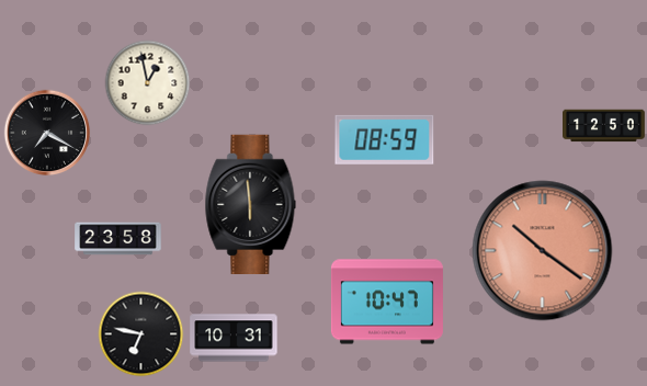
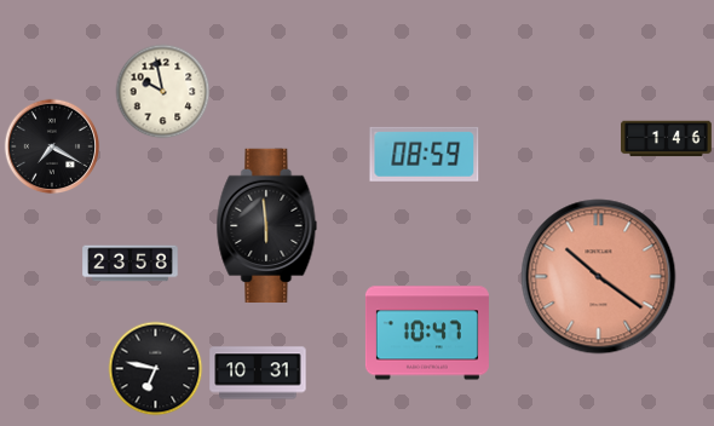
clock at (148, 83): 12:58 -> 9:58
clock at (604, 126): 12:50 -> 1:46
clock at (251, 204) position: (251, 204) -> (267, 225)
